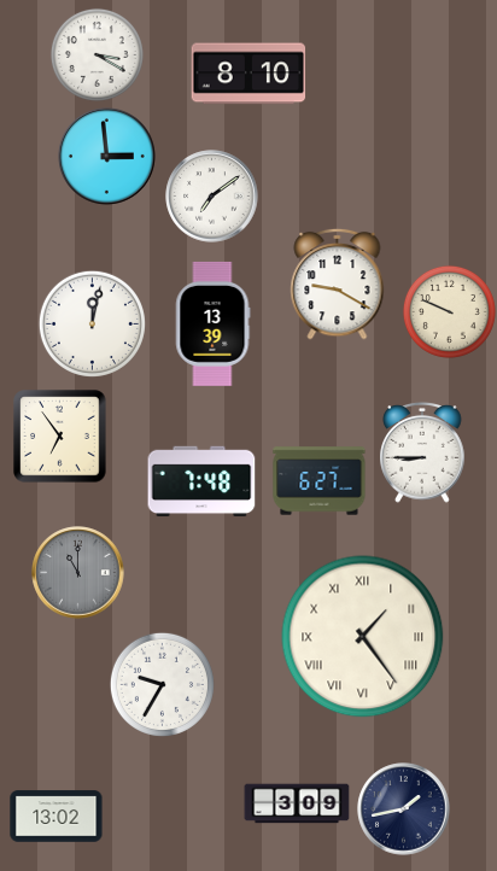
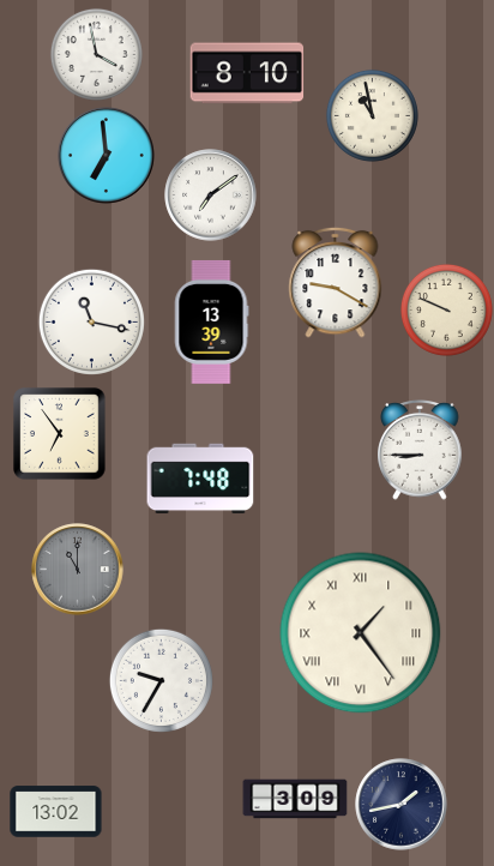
clock at (97, 54): 3:20 -> 3:58
clock at (372, 115): none -> 10:58
clock at (107, 157): 2:59 -> 6:59
clock at (92, 323): 12:02 -> 11:17
clock at (320, 481): 6:27 -> none
